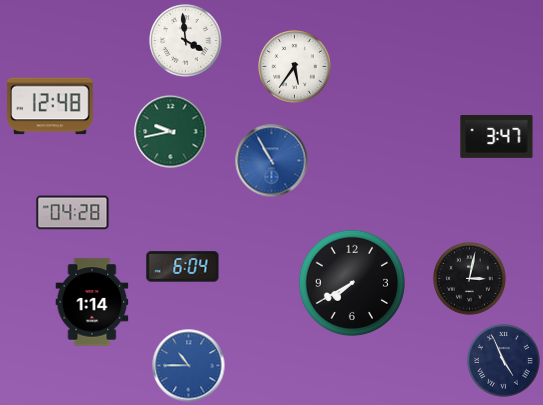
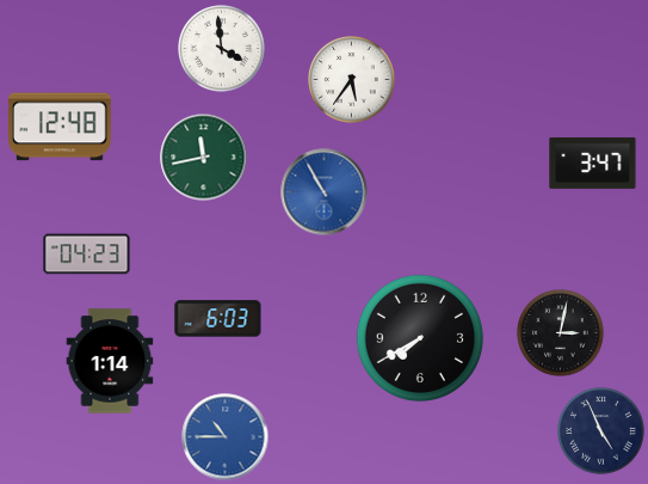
clock at (171, 132): 9:43 -> 11:43
clock at (73, 213): 04:28 -> 04:23
clock at (183, 267): 6:04 -> 6:03
